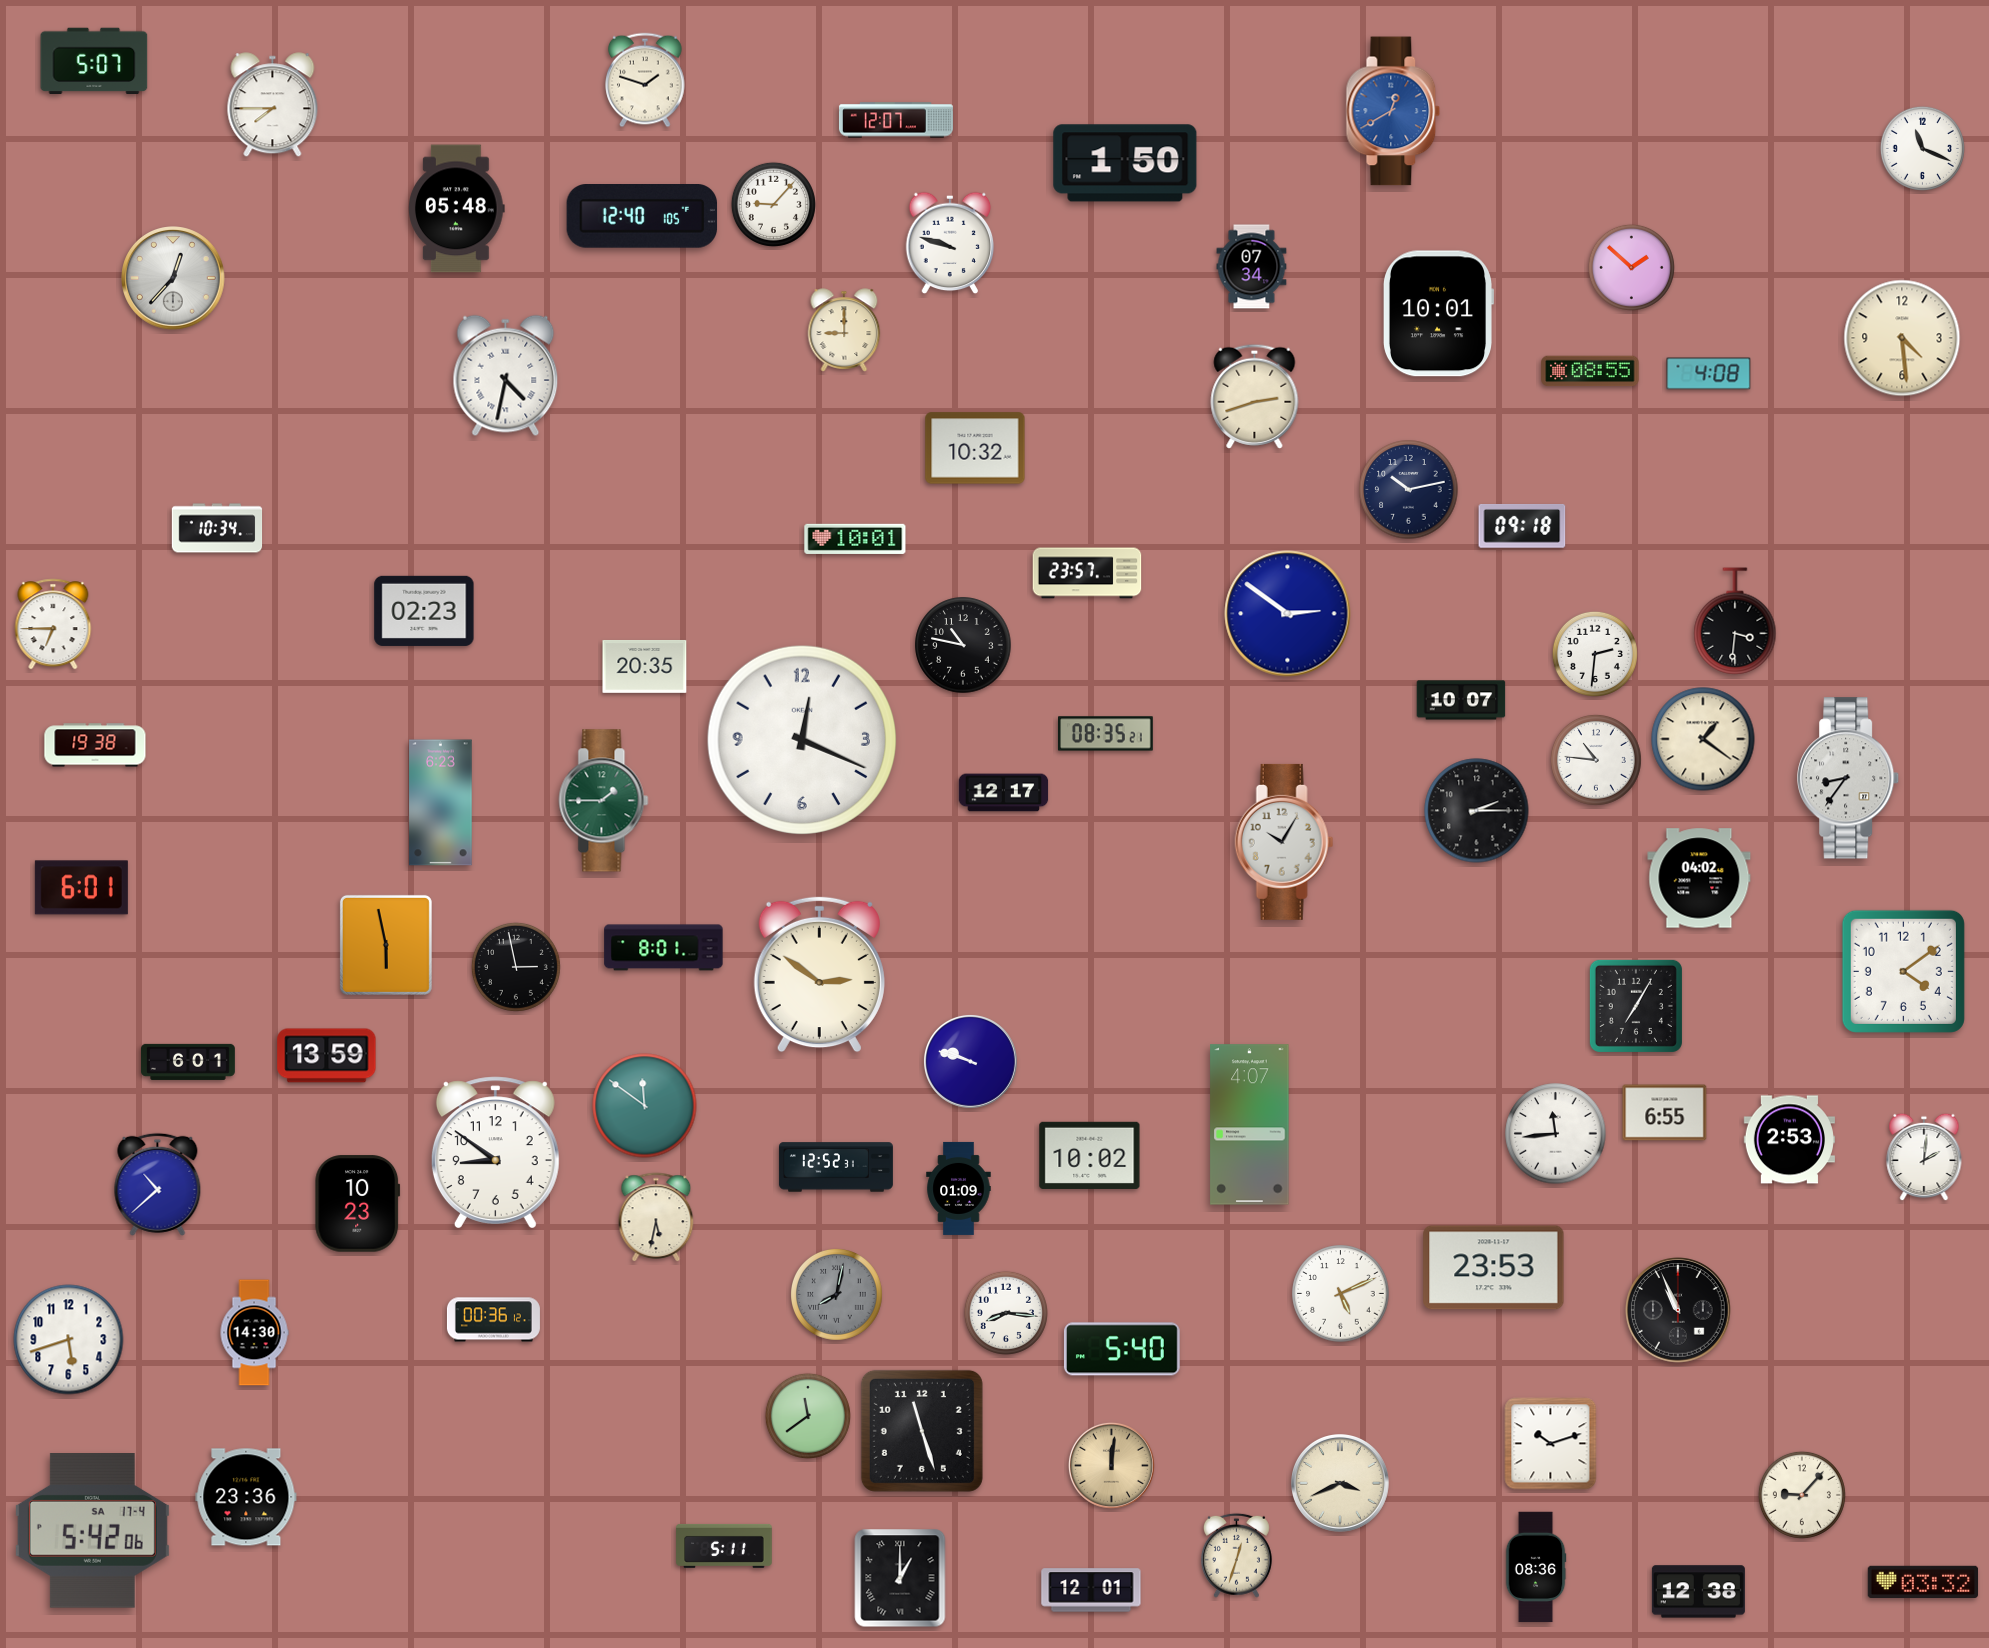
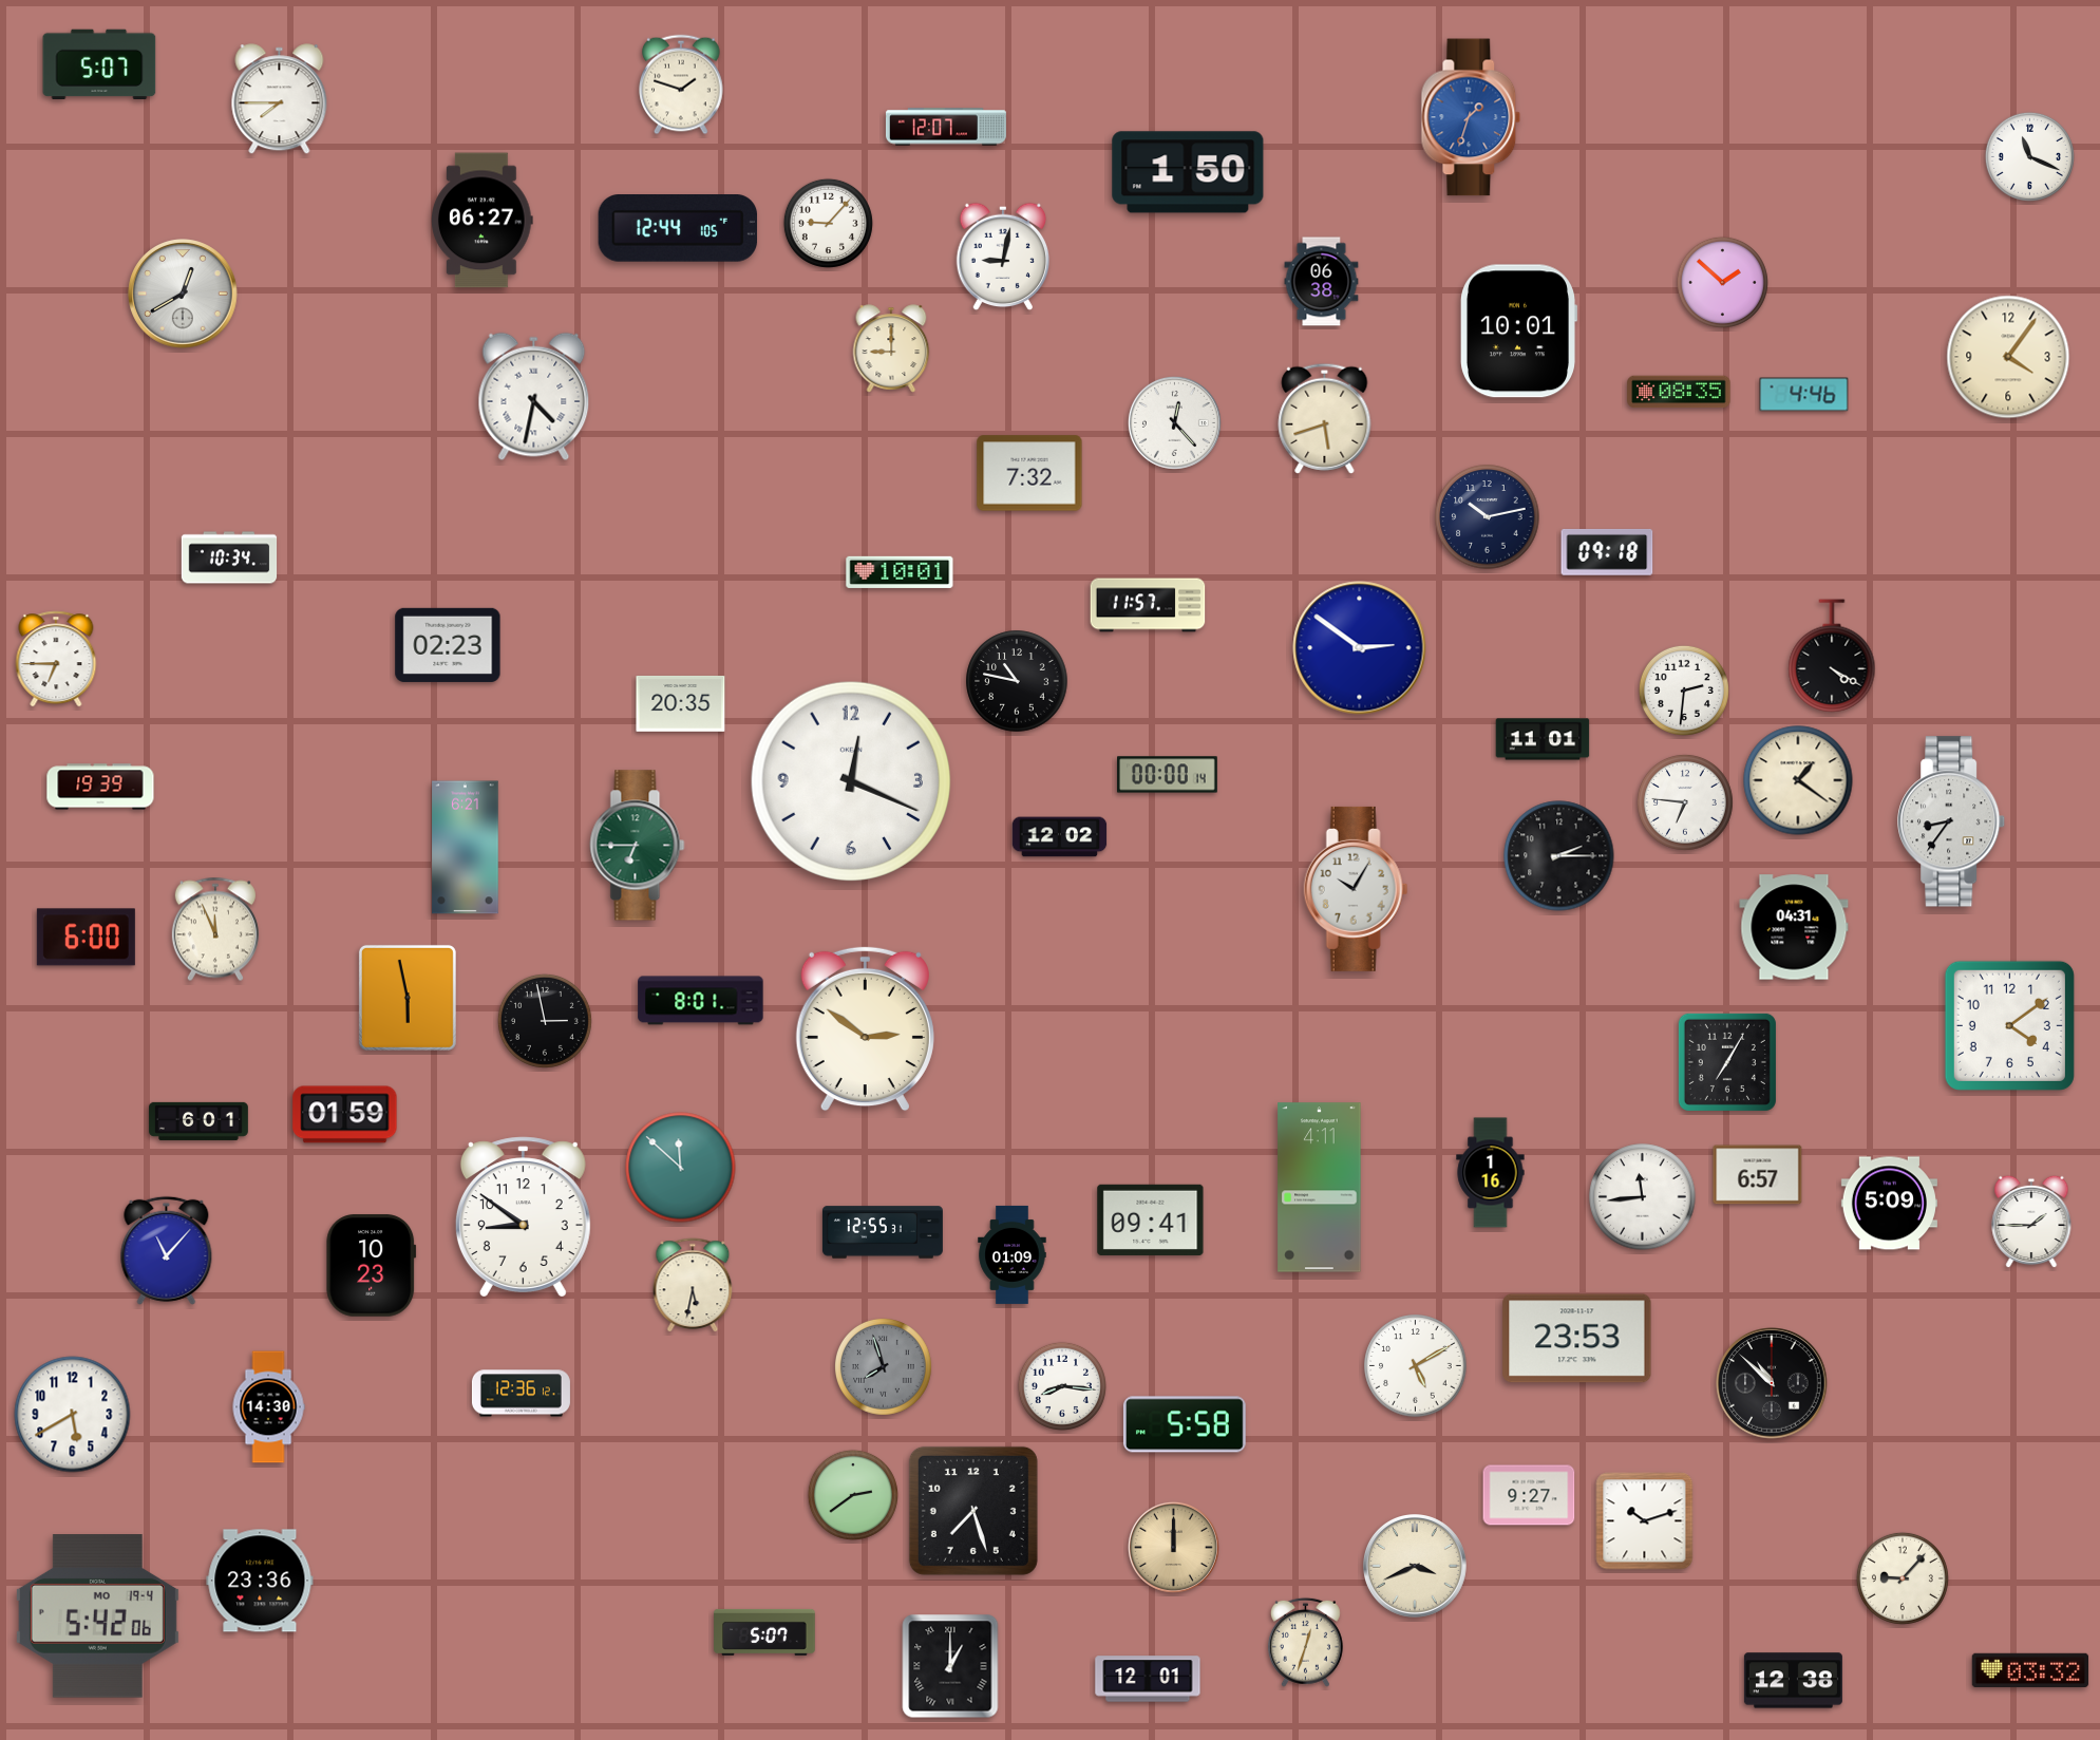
clock at (273, 105) position: (273, 105) -> (280, 99)
clock at (1393, 111): 12:40 -> 1:33
clock at (773, 204) position: (773, 204) -> (828, 223)
clock at (457, 209): 05:48 -> 06:27
clock at (642, 217): 12:40 -> 12:44
clock at (950, 243): 9:48 -> 9:02
clock at (1252, 267): 07:34 -> 06:38
clock at (174, 278): 12:37 -> 12:40
clock at (1902, 338): 4:29 -> 4:06
clock at (1590, 371): 08:55 -> 08:35
clock at (1709, 374): 4:08 -> 4:46
clock at (1255, 396): 2:42 -> 5:42
clock at (1174, 422): none -> 12:23
clock at (975, 448): 10:32 -> 7:32
clock at (1522, 526) position: (1522, 526) -> (1607, 552)
clock at (855, 539) position: (855, 539) -> (900, 572)
clock at (1087, 573): 23:57 -> 11:57
clock at (1735, 621): 3:31 -> 4:20
clock at (1461, 700): 10:07 -> 11:01
clock at (1106, 734): 08:35 -> 00:00
clock at (801, 739) position: (801, 739) -> (850, 780)
clock at (95, 745): 19:38 -> 19:39
clock at (1596, 760): 10:46 -> 6:46
clock at (1004, 793): 12:17 -> 12:02
clock at (604, 801): 1:45 -> 6:45
clock at (441, 803): 6:23 -> 6:21
clock at (1699, 878): 04:02 -> 04:31
clock at (215, 929): none -> 11:56
clock at (81, 888): 6:01 -> 6:00
clock at (327, 1056): 13:59 -> 01:59
clock at (970, 1061): 9:48 -> none
clock at (645, 1106): 11:51 -> 11:52
clock at (1491, 1173): none -> 1:16
clock at (1665, 1113): 6:55 -> 6:57
clock at (1250, 1125): 4:07 -> 4:11
clock at (1789, 1140): 2:53 -> 5:09
clock at (1090, 1155): 10:02 -> 09:41
clock at (1924, 1157): 2:01 -> 1:45
clock at (836, 1167): 12:52 -> 12:55
clock at (158, 1184): 10:38 -> 11:07
clock at (358, 1204) position: (358, 1204) -> (372, 1266)
clock at (1341, 1294): 5:11 -> 5:10
clock at (837, 1295): 8:02 -> 7:57
clock at (1678, 1310): 10:56 -> 10:52
clock at (493, 1320): 00:36 -> 12:36
clock at (69, 1340): 5:42 -> 5:40
clock at (1122, 1349): 5:40 -> 5:58
clock at (808, 1416): 11:39 -> 2:39
clock at (1529, 1495): none -> 9:27
clock at (922, 1431): 11:27 -> 7:27
clock at (1551, 1444) position: (1551, 1444) -> (1645, 1521)
clock at (1111, 1465): 12:01 -> 12:00
clock at (92, 1531) date: SA 17-4 -> MO 19-4
clock at (724, 1546): 5:11 -> 5:07
clock at (1536, 1567): 08:36 -> none
clock at (1091, 1590) position: (1091, 1590) -> (1148, 1679)
